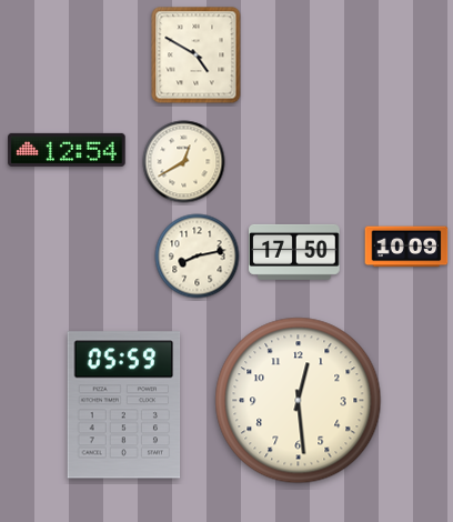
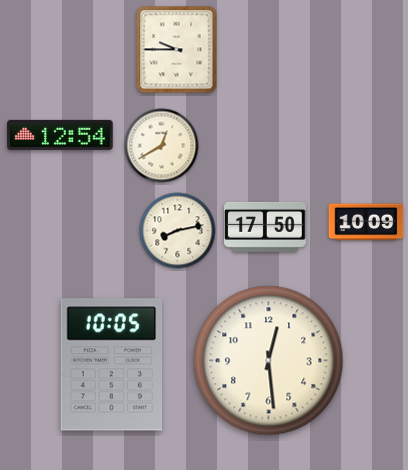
clock at (197, 56): 4:50 -> 9:45
clock at (184, 162) position: (184, 162) -> (162, 146)
clock at (124, 405): 05:59 -> 10:05
